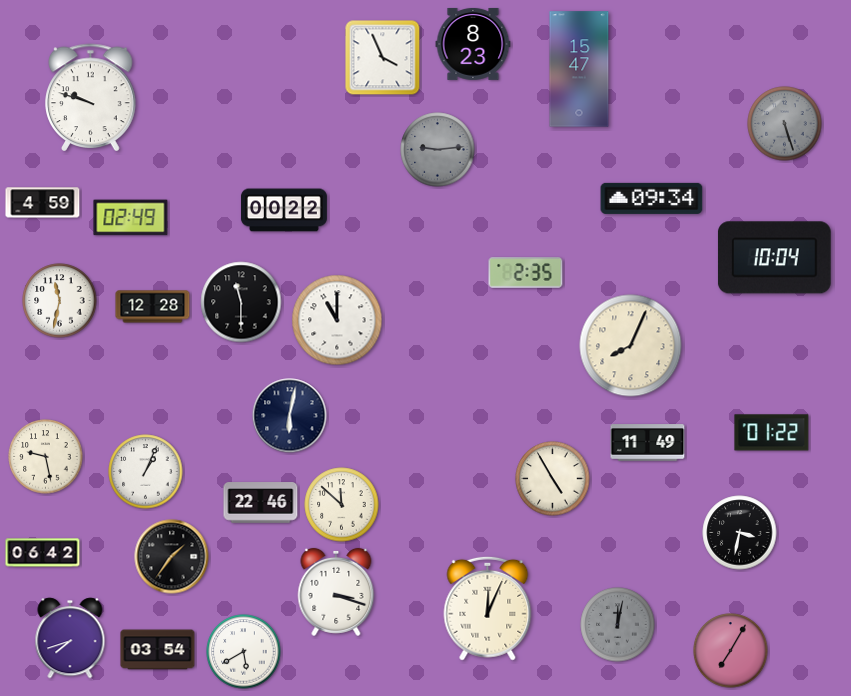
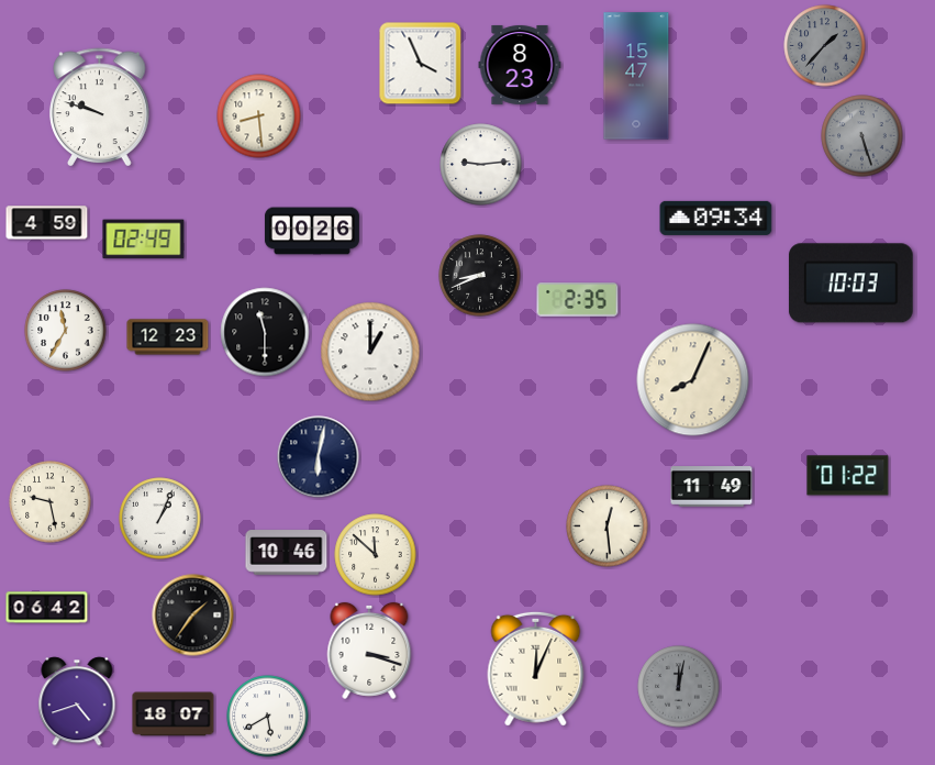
clock at (825, 46): none -> 1:37
clock at (473, 44) position: (473, 44) -> (520, 65)
clock at (259, 117): none -> 8:29
clock at (438, 150) dial: grey -> white
clock at (284, 210): 00:22 -> 00:26
clock at (480, 276): none -> 8:41
clock at (774, 258): 10:04 -> 10:03
clock at (60, 301): 11:32 -> 11:35
clock at (153, 307): 12:28 -> 12:23
clock at (337, 320): 11:00 -> 1:00
clock at (553, 479): 4:55 -> 12:29
clock at (261, 503): 22:46 -> 10:46
clock at (740, 533): 3:32 -> none
clock at (172, 557) position: (172, 557) -> (193, 616)
clock at (70, 638): 7:42 -> 4:42
clock at (158, 650): 03:54 -> 18:07
clock at (731, 651): 7:05 -> none
